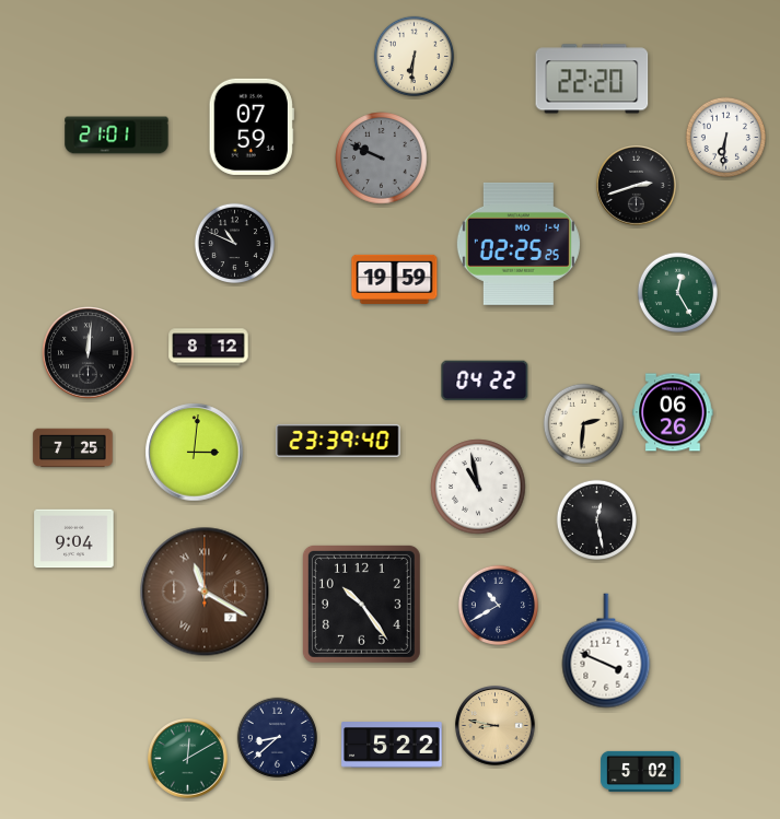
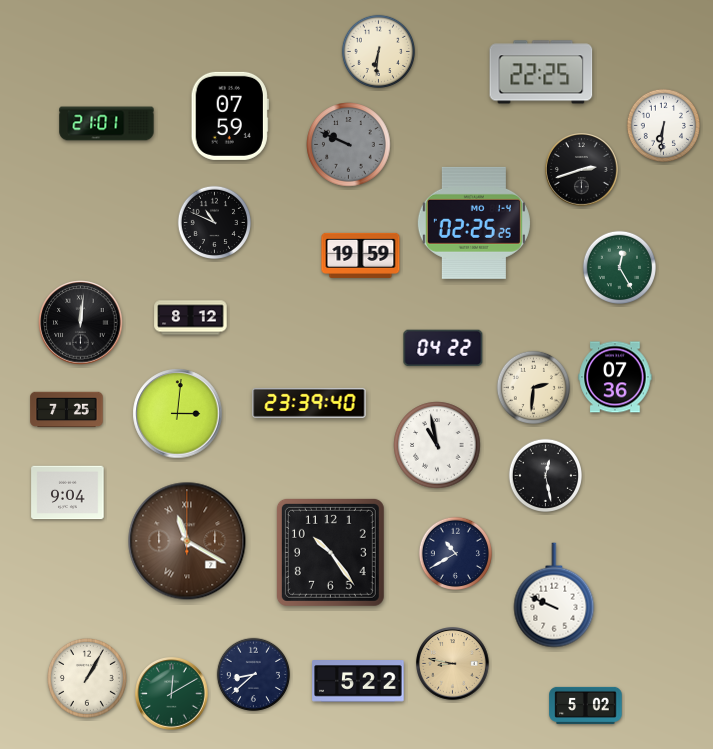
clock at (592, 79): 22:20 -> 22:25
clock at (673, 412): 06:26 -> 07:36
clock at (606, 651): 3:49 -> 9:49
clock at (87, 678): none -> 1:05
